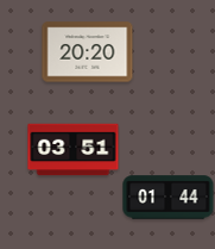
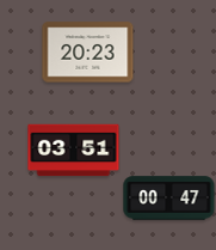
clock at (88, 52): 20:20 -> 20:23
clock at (169, 198): 01:44 -> 00:47
